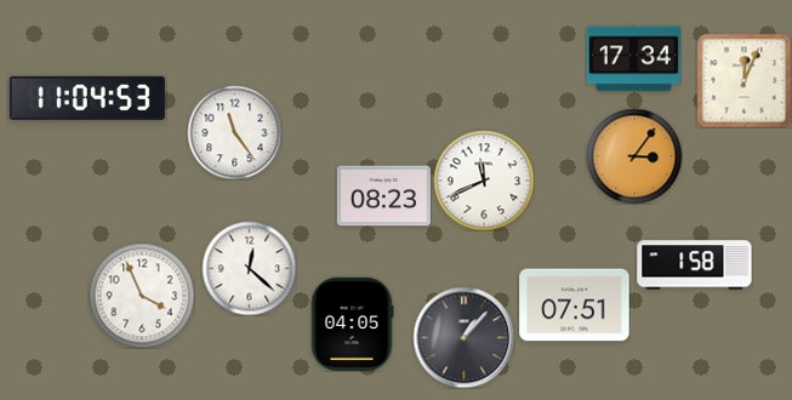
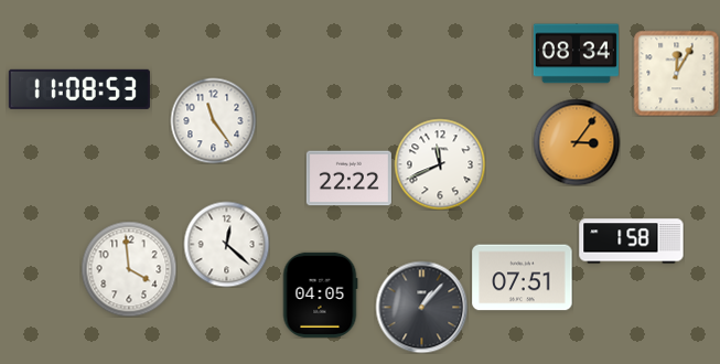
clock at (633, 59): 17:34 -> 08:34
clock at (743, 80): 12:04 -> 12:05
clock at (87, 98): 11:04 -> 11:08
clock at (383, 196): 08:23 -> 22:22
clock at (142, 296): 3:56 -> 3:59
